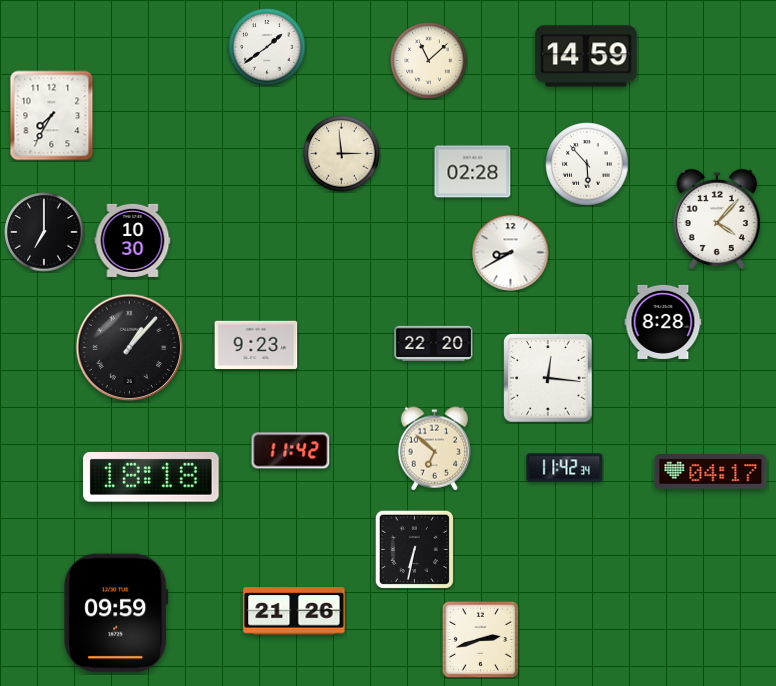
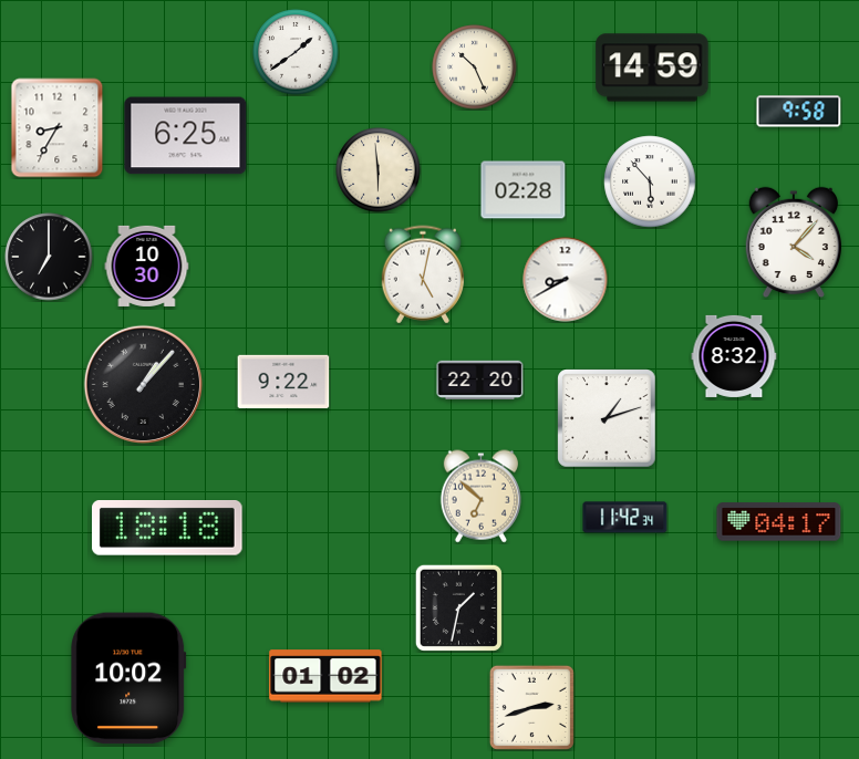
clock at (586, 56) position: (586, 56) -> (652, 67)
clock at (429, 61): 11:08 -> 10:26
clock at (799, 112): none -> 9:58
clock at (52, 116): 7:35 -> 8:35
clock at (186, 136): none -> 6:25
clock at (342, 154): 2:59 -> 5:59
clock at (422, 274): none -> 5:02
clock at (663, 322): 8:28 -> 8:32
clock at (256, 345): 9:23 -> 9:22
clock at (548, 378): 12:16 -> 1:12
clock at (291, 451): 11:42 -> none
clock at (711, 472) position: (711, 472) -> (779, 522)
clock at (414, 549): 6:32 -> 1:32
clock at (294, 611): 21:26 -> 01:02
clock at (116, 613): 09:59 -> 10:02
